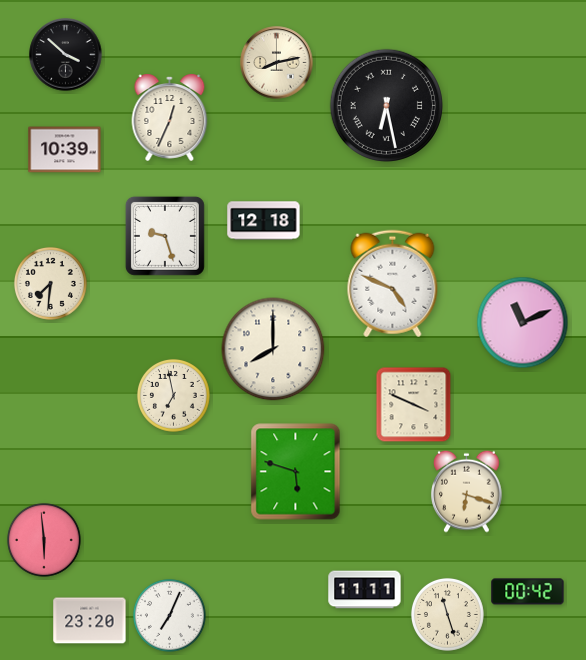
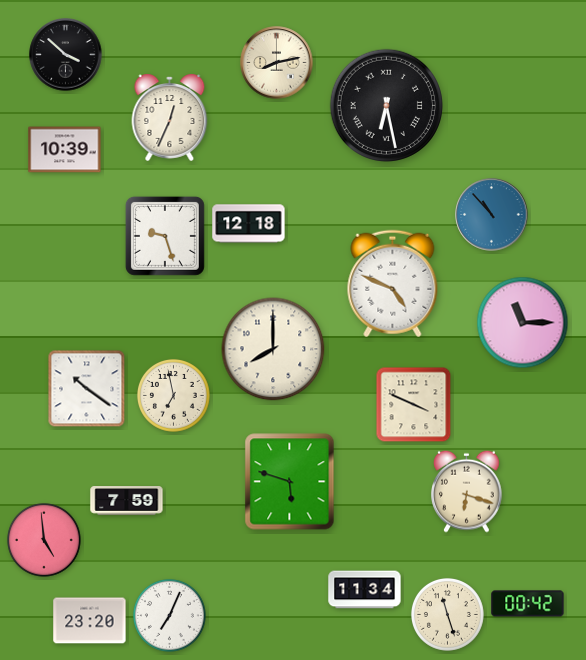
clock at (492, 215): none -> 10:53
clock at (264, 221) position: (264, 221) -> (249, 224)
clock at (50, 283): 7:31 -> none
clock at (523, 323): 11:11 -> 11:15
clock at (87, 389): none -> 10:21
clock at (296, 472) position: (296, 472) -> (290, 482)
clock at (127, 501): none -> 7:59
clock at (45, 541): 5:59 -> 4:59
clock at (365, 590): 11:11 -> 11:34
clock at (528, 592) position: (528, 592) -> (528, 604)
